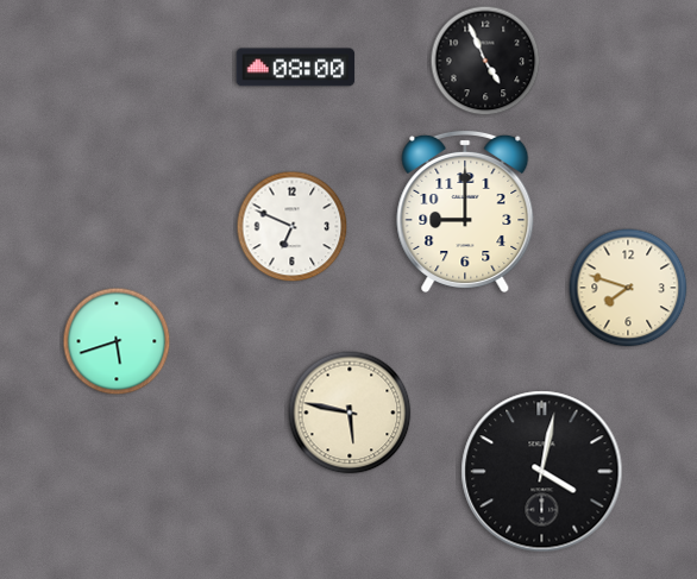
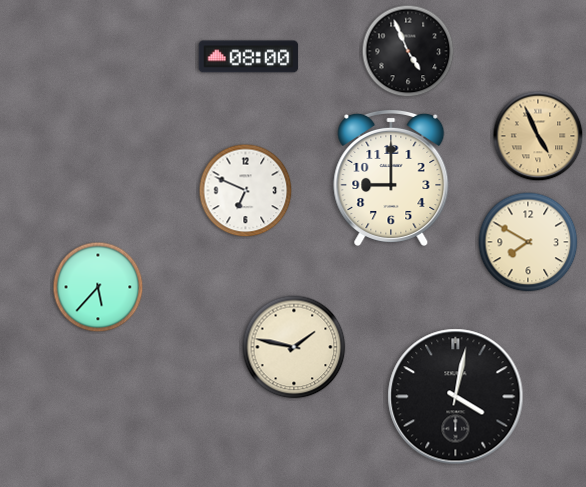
clock at (538, 136): none -> 4:56
clock at (628, 288): 7:48 -> 7:50
clock at (117, 341): 5:42 -> 5:37
clock at (350, 413): 5:47 -> 1:47
